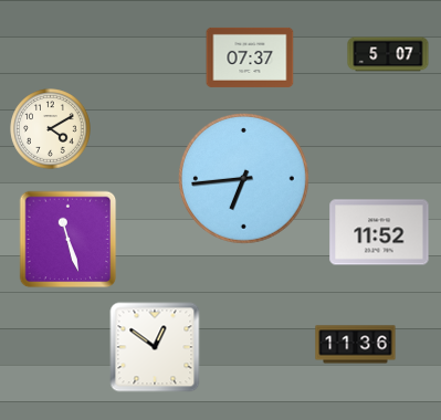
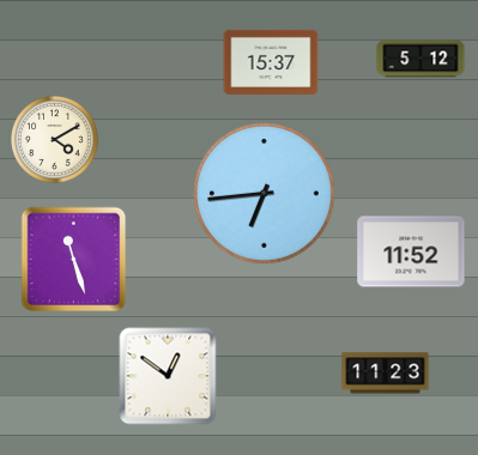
clock at (388, 54): 5:07 -> 5:12
clock at (250, 57): 07:37 -> 15:37
clock at (356, 345): 11:36 -> 11:23
